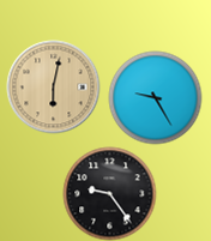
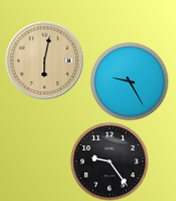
clock at (53, 86) position: (53, 86) -> (44, 60)
clock at (109, 193) position: (109, 193) -> (109, 161)
